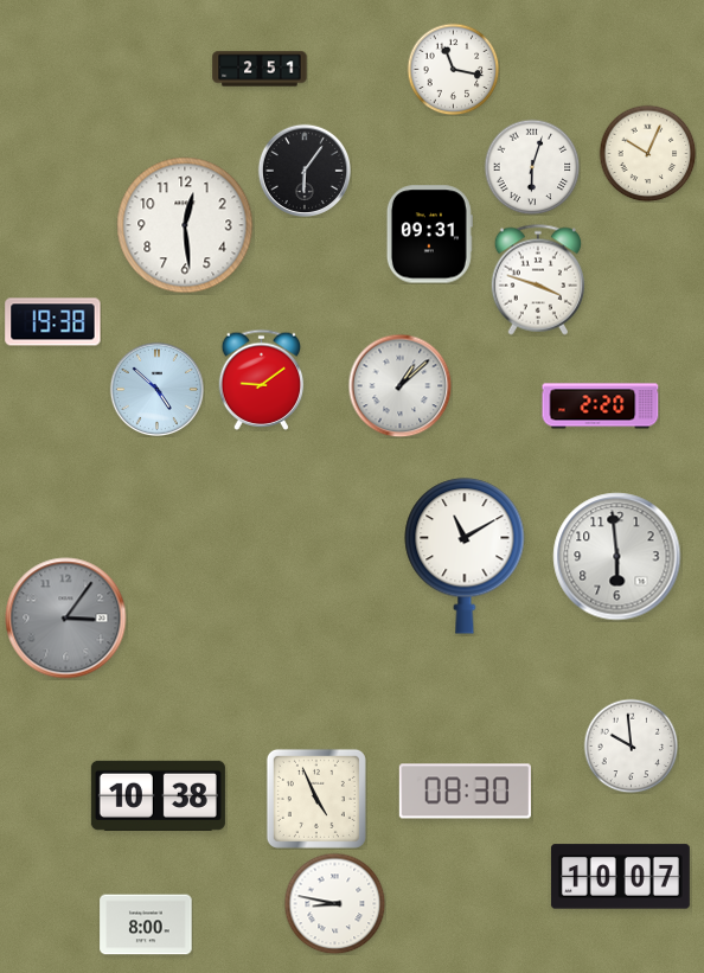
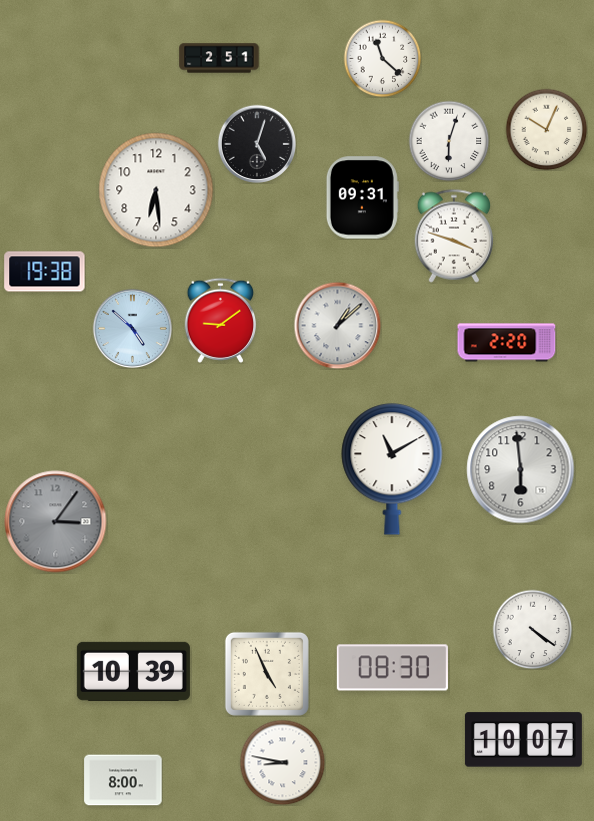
clock at (453, 69): 11:17 -> 11:22
clock at (303, 169): 6:06 -> 5:03
clock at (185, 225): 12:29 -> 6:29
clock at (631, 745): 9:59 -> 4:21
clock at (158, 795): 10:38 -> 10:39
